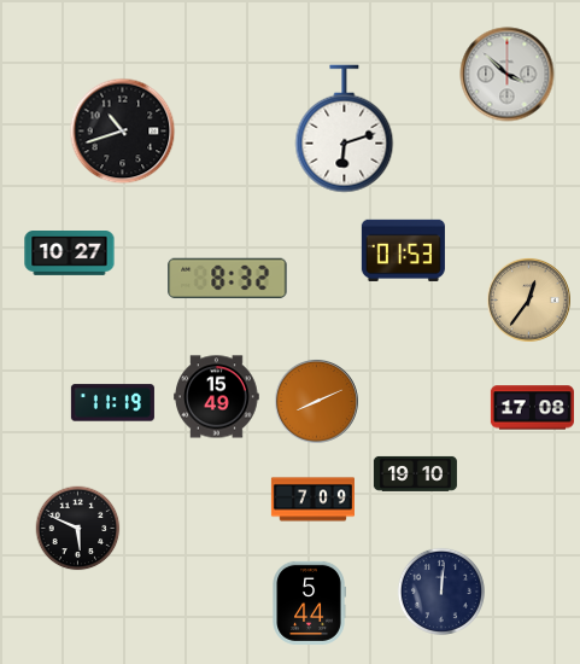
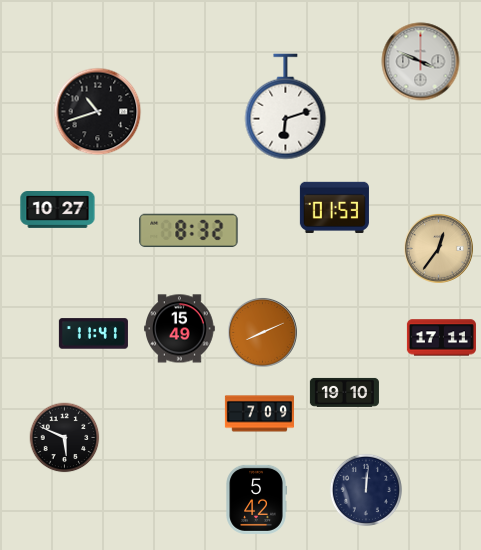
clock at (508, 75): 3:52 -> 3:49
clock at (123, 132) position: (123, 132) -> (98, 112)
clock at (112, 403): 11:19 -> 11:41
clock at (532, 408): 17:08 -> 17:11
clock at (309, 602): 5:44 -> 5:42
